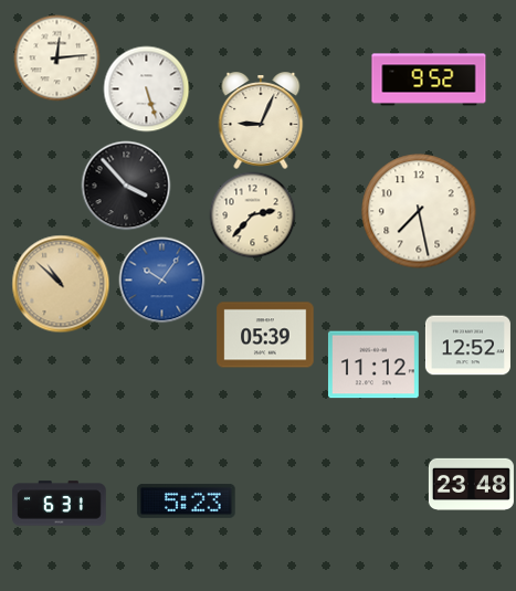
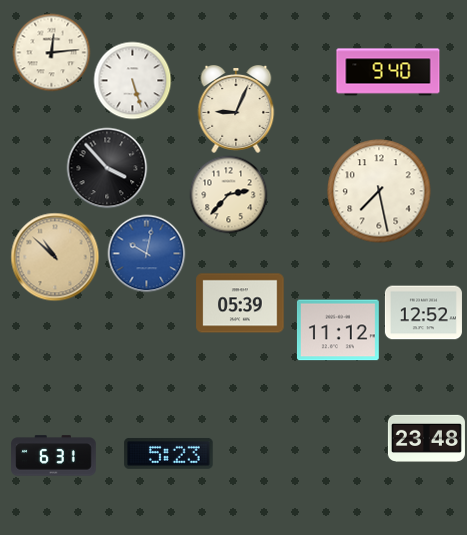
clock at (429, 80): 9:52 -> 9:40
clock at (126, 186) position: (126, 186) -> (107, 168)
clock at (161, 279): 10:06 -> 10:02
